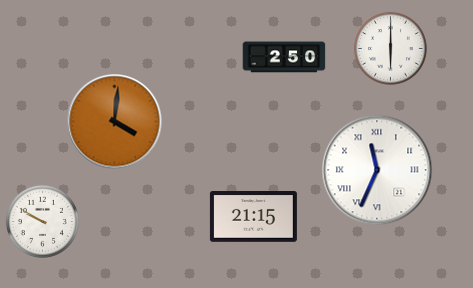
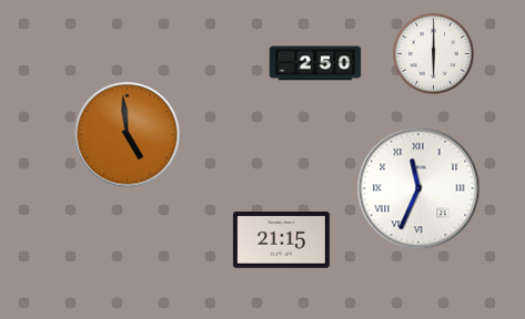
clock at (115, 122): 4:01 -> 4:59
clock at (42, 221): 9:50 -> none
